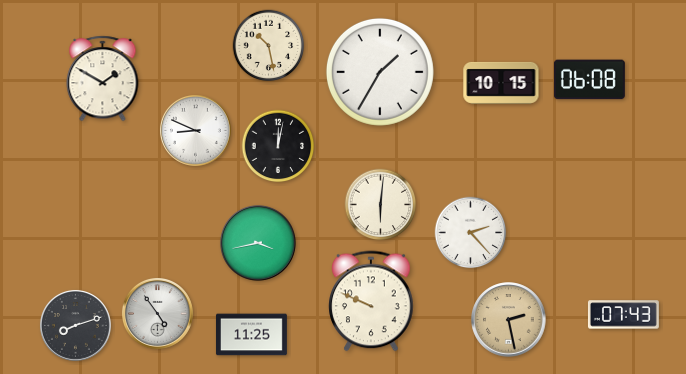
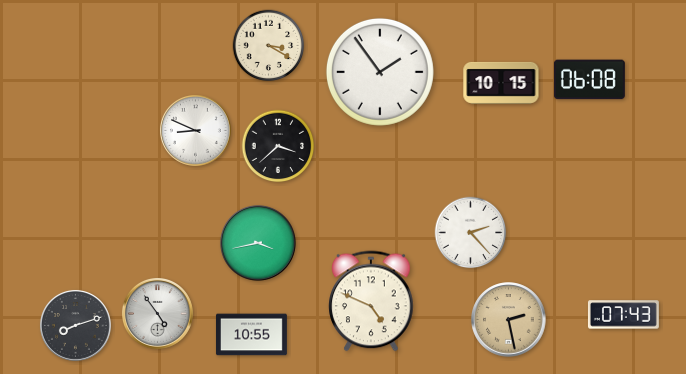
clock at (269, 46): 10:28 -> 3:20
clock at (380, 72): 1:35 -> 1:54
clock at (103, 79): 1:50 -> none
clock at (278, 146): 12:02 -> 3:38
clock at (381, 205): 6:01 -> none
clock at (371, 301): 9:49 -> 4:49
clock at (251, 335): 11:25 -> 10:55
